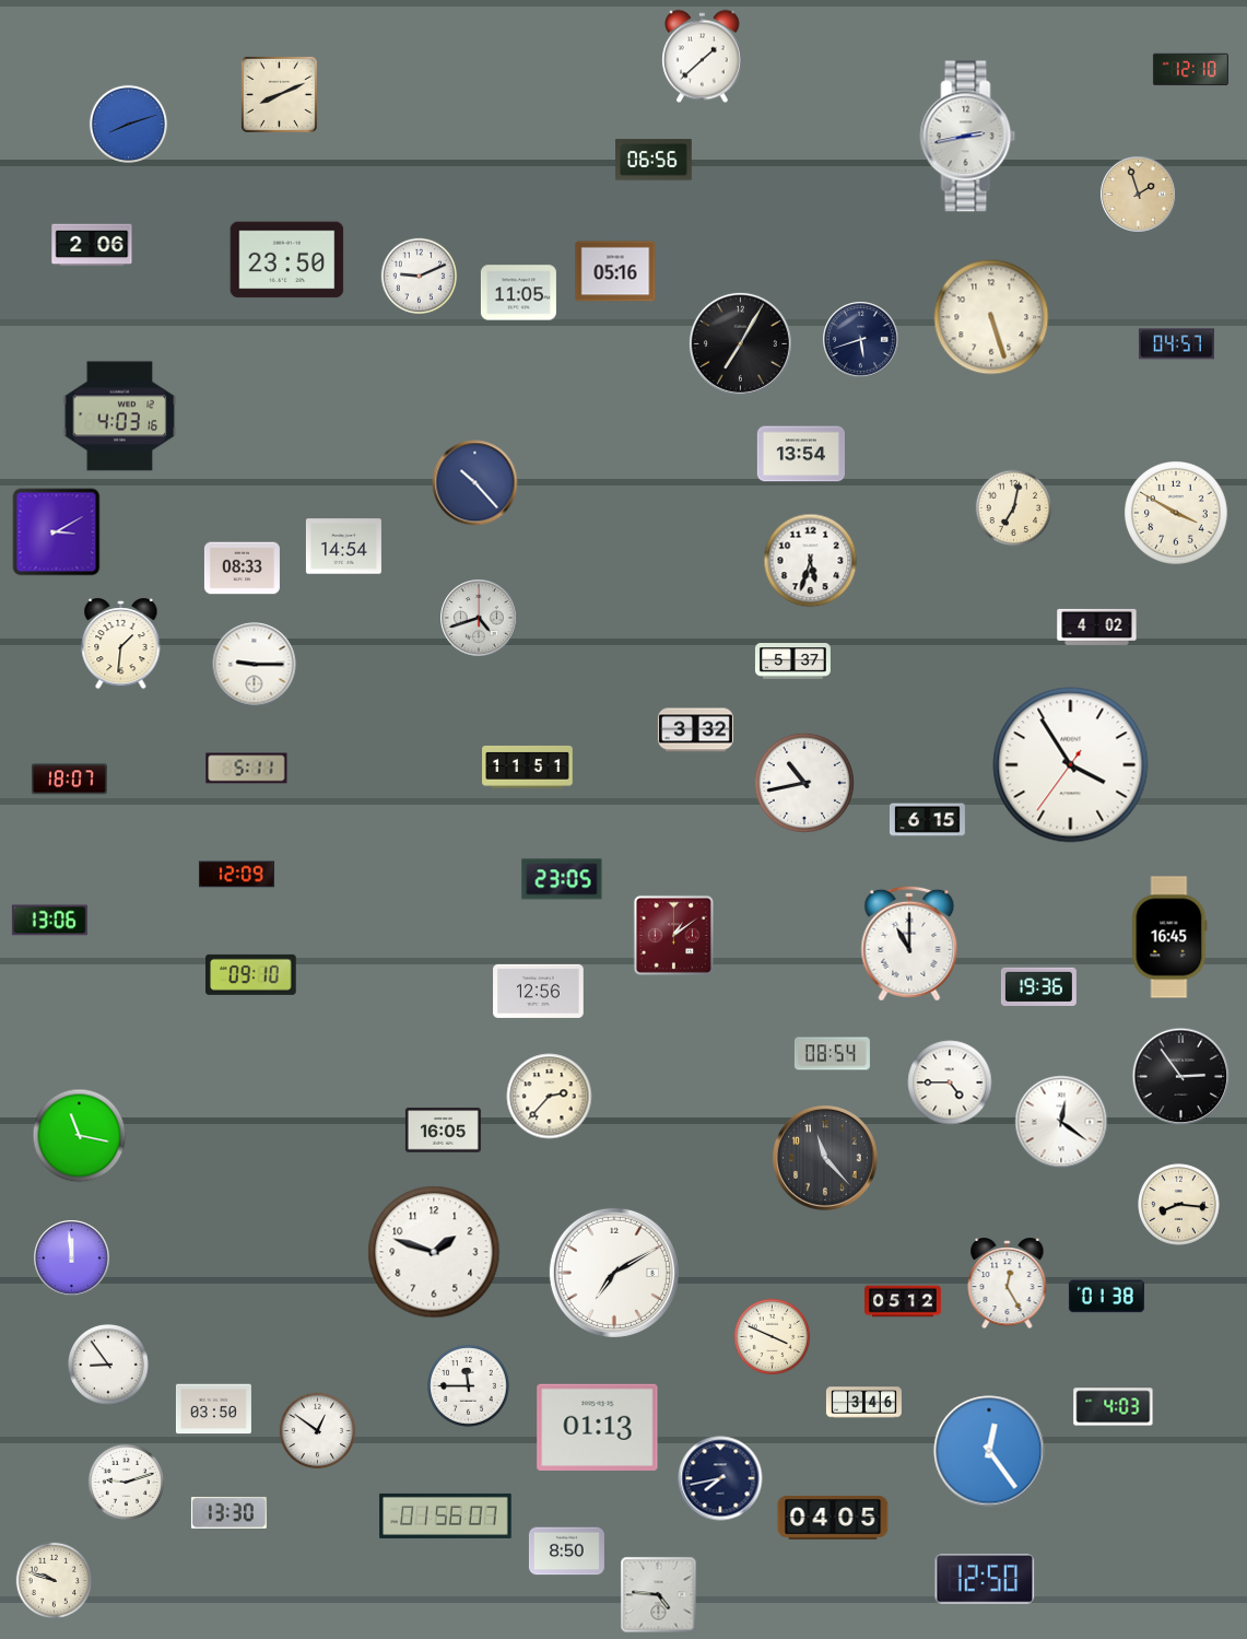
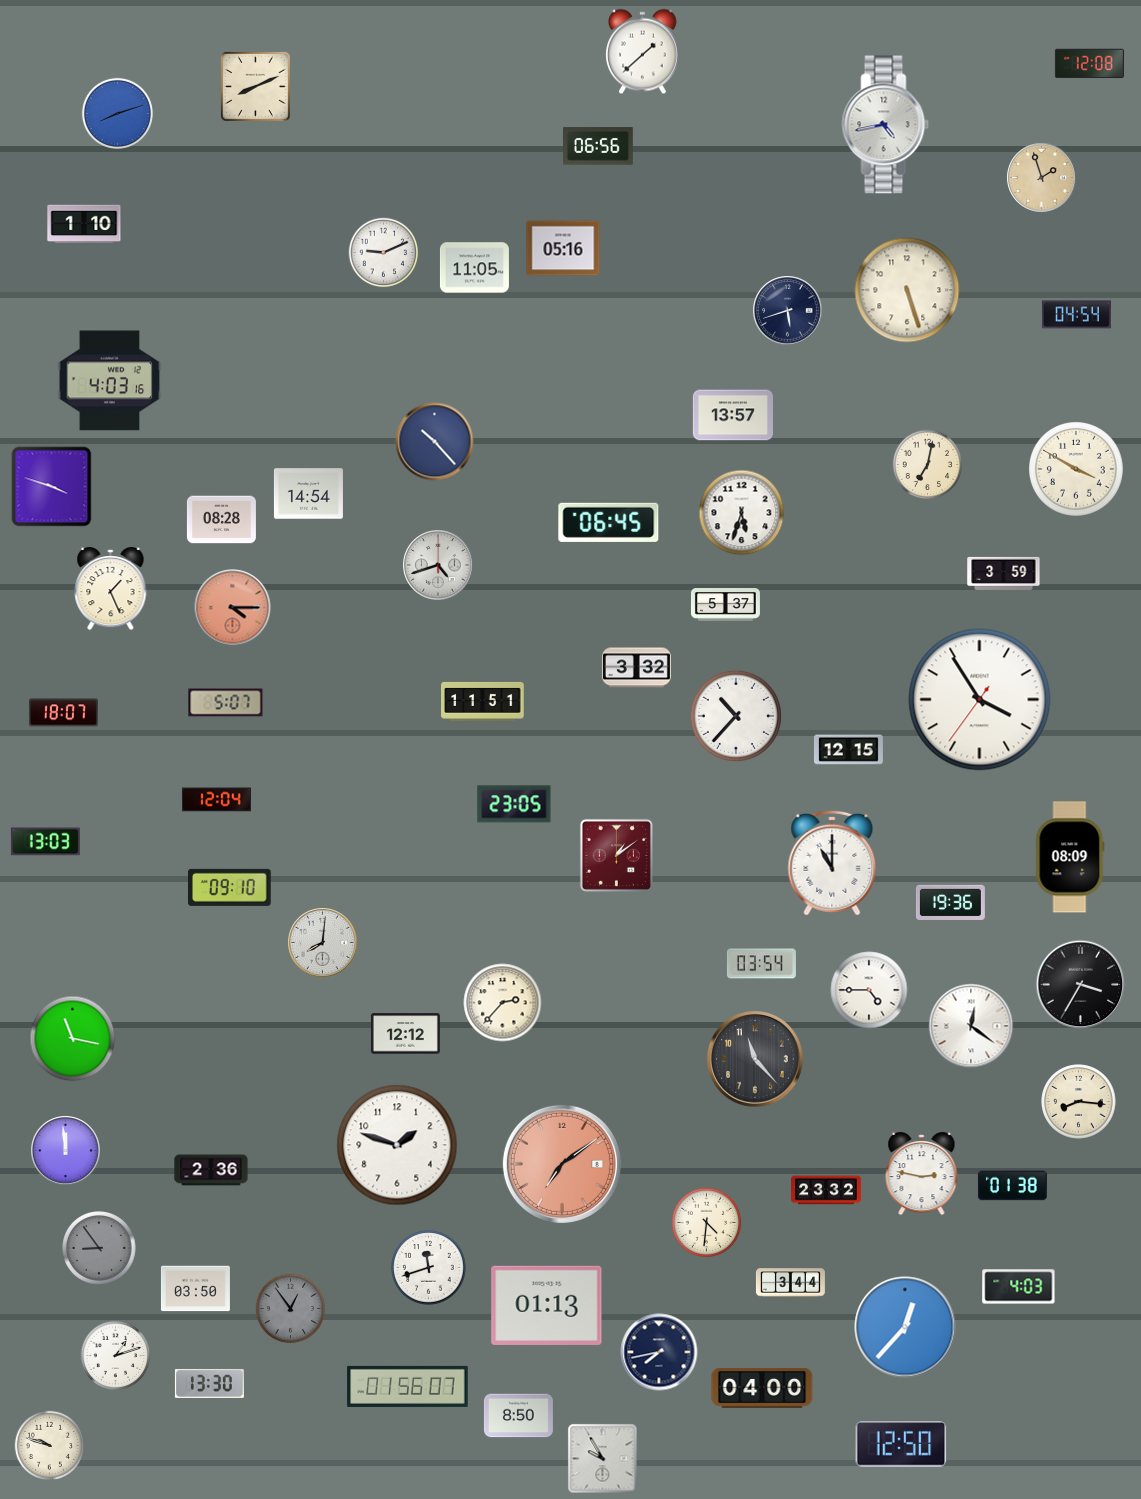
clock at (1190, 70): 12:10 -> 12:08
clock at (968, 137): 2:43 -> 4:43
clock at (92, 245): 2:06 -> 1:10
clock at (287, 260): 23:50 -> none
clock at (740, 343): 7:05 -> none
clock at (1176, 344): 04:57 -> 04:54
clock at (800, 454): 13:54 -> 13:57
clock at (57, 532): 3:10 -> 3:48
clock at (343, 547) position: (343, 547) -> (308, 494)
clock at (242, 569): 08:33 -> 08:28
clock at (609, 522): none -> 06:45
clock at (1097, 627): 4:02 -> 3:59
clock at (121, 645): 1:31 -> 1:26
clock at (255, 665): 9:15 -> 4:15
clock at (255, 665) dial: white -> salmon
clock at (247, 769): 5:11 -> 5:07
clock at (804, 783): 10:43 -> 10:37
clock at (927, 820): 6:15 -> 12:15
clock at (236, 875): 12:09 -> 12:04
clock at (49, 921): 13:06 -> 13:03
clock at (1169, 937): 16:45 -> 08:09
clock at (251, 974) position: (251, 974) -> (230, 887)
clock at (539, 991): 12:56 -> none
clock at (323, 943): none -> 8:01
clock at (832, 1054): 08:54 -> 03:54
clock at (1181, 1077): 2:54 -> 3:35
clock at (443, 1131): 16:05 -> 12:12
clock at (614, 1273): 7:10 -> 7:09
clock at (614, 1273) dial: white -> salmon
clock at (211, 1170): none -> 2:36
clock at (1008, 1285): 12:25 -> 2:47
clock at (903, 1301): 05:12 -> 23:32
clock at (773, 1337): 3:49 -> 4:31
clock at (109, 1366) dial: white -> grey
clock at (469, 1386): 11:45 -> 11:42
clock at (863, 1403): 3:46 -> 3:44
clock at (318, 1431): 12:51 -> 12:54
clock at (318, 1431) dial: white -> grey
clock at (989, 1451): 12:24 -> 12:37
clock at (127, 1483): 9:12 -> 1:12
clock at (833, 1518): 04:05 -> 04:00
clock at (566, 1552) position: (566, 1552) -> (518, 1416)
clock at (659, 1595): 4:46 -> 9:55
